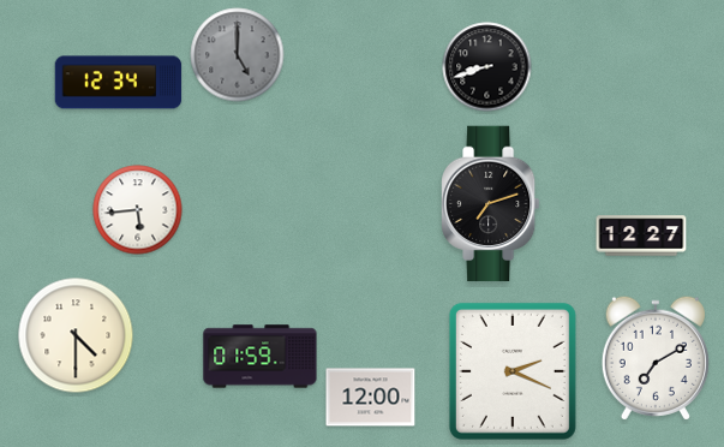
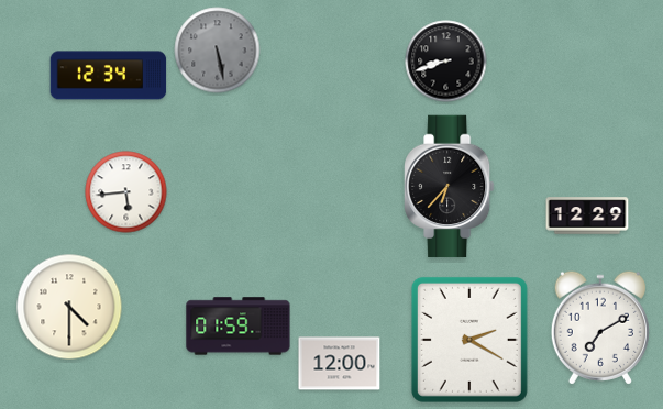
clock at (238, 55): 5:00 -> 5:28
clock at (491, 204): 7:12 -> 6:37
clock at (641, 236): 12:27 -> 12:29
clock at (513, 371): 2:19 -> 2:20
